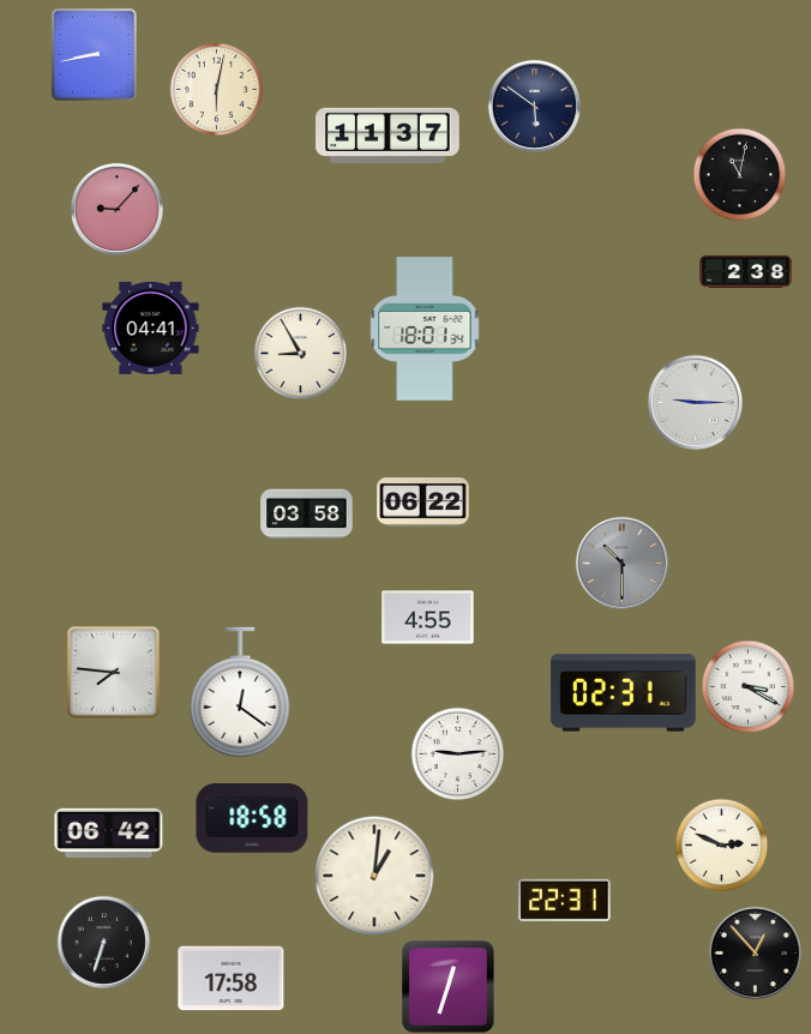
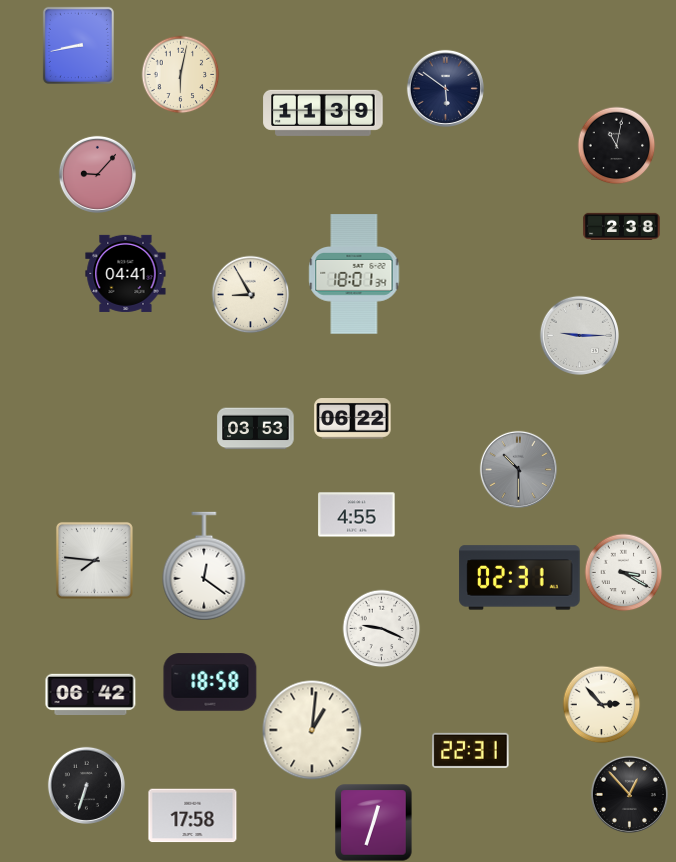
clock at (388, 136): 11:37 -> 11:39
clock at (307, 515): 03:58 -> 03:53
clock at (240, 692) position: (240, 692) -> (204, 566)
clock at (457, 753): 9:14 -> 9:19
clock at (721, 844): 2:49 -> 2:53
